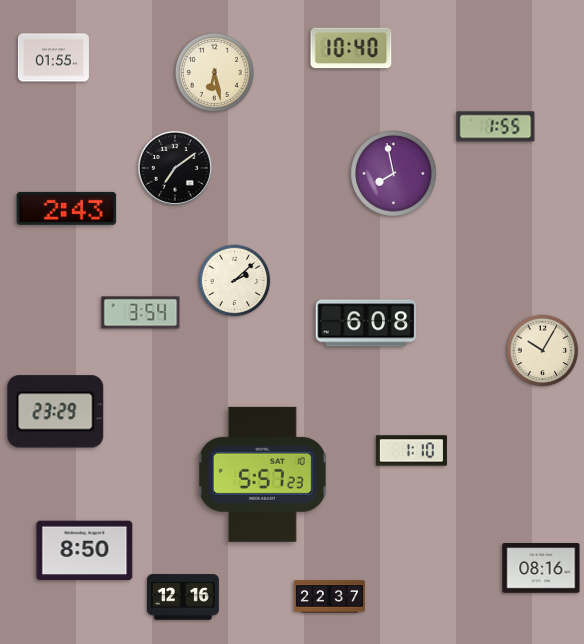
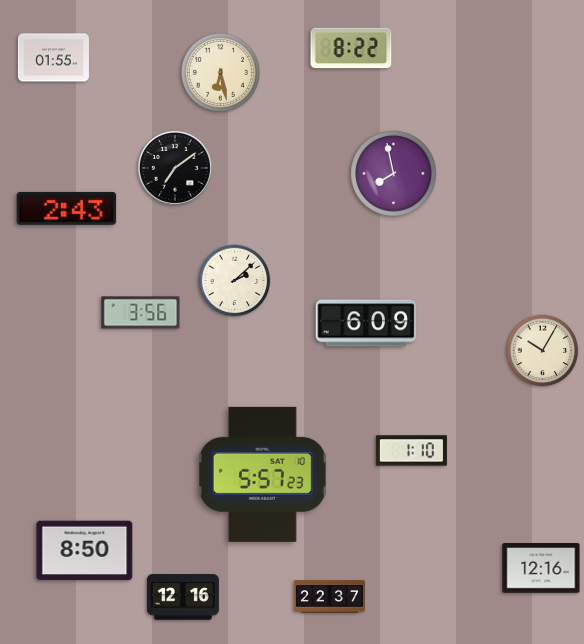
clock at (351, 48): 10:40 -> 8:22
clock at (214, 72) position: (214, 72) -> (220, 72)
clock at (496, 127): 1:55 -> none
clock at (141, 313): 3:54 -> 3:56
clock at (366, 323): 6:08 -> 6:09
clock at (56, 412): 23:29 -> none
clock at (541, 568): 08:16 -> 12:16
